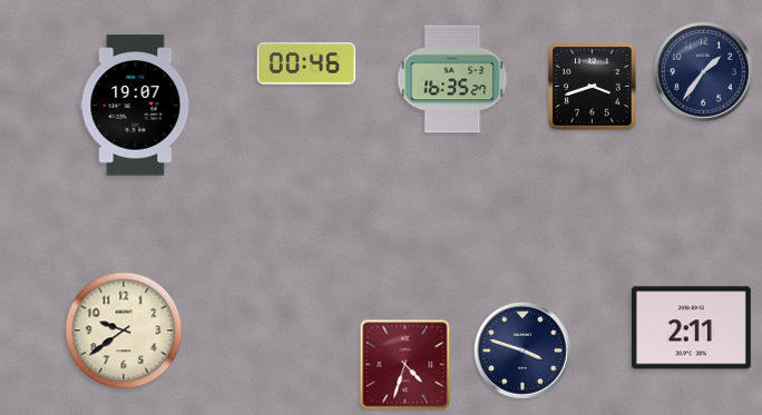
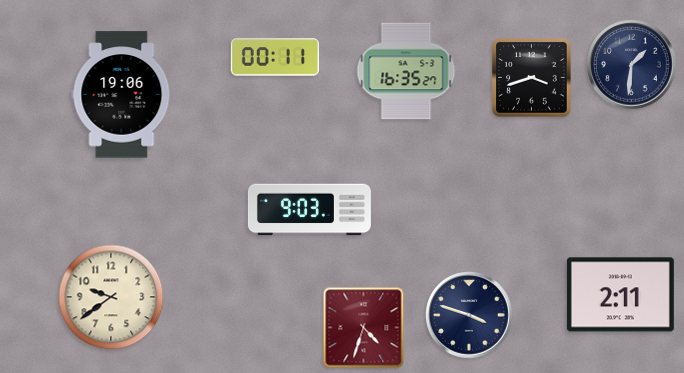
clock at (305, 63): 00:46 -> 00:11
clock at (704, 72): 1:36 -> 1:31
clock at (136, 106): 19:07 -> 19:06
clock at (309, 210): none -> 9:03
